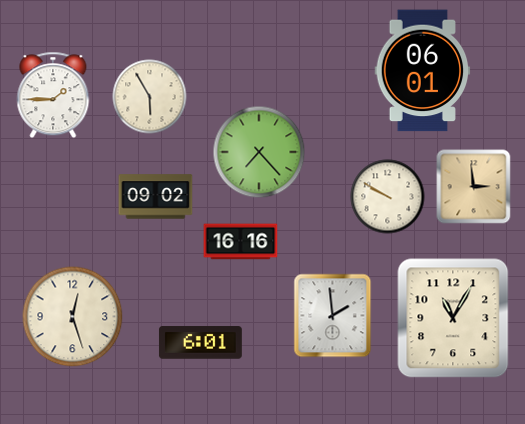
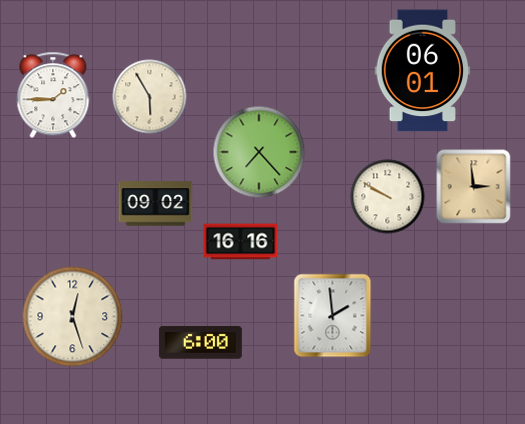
clock at (156, 197) position: (156, 197) -> (156, 204)
clock at (453, 318): 11:05 -> none
clock at (200, 343): 6:01 -> 6:00
